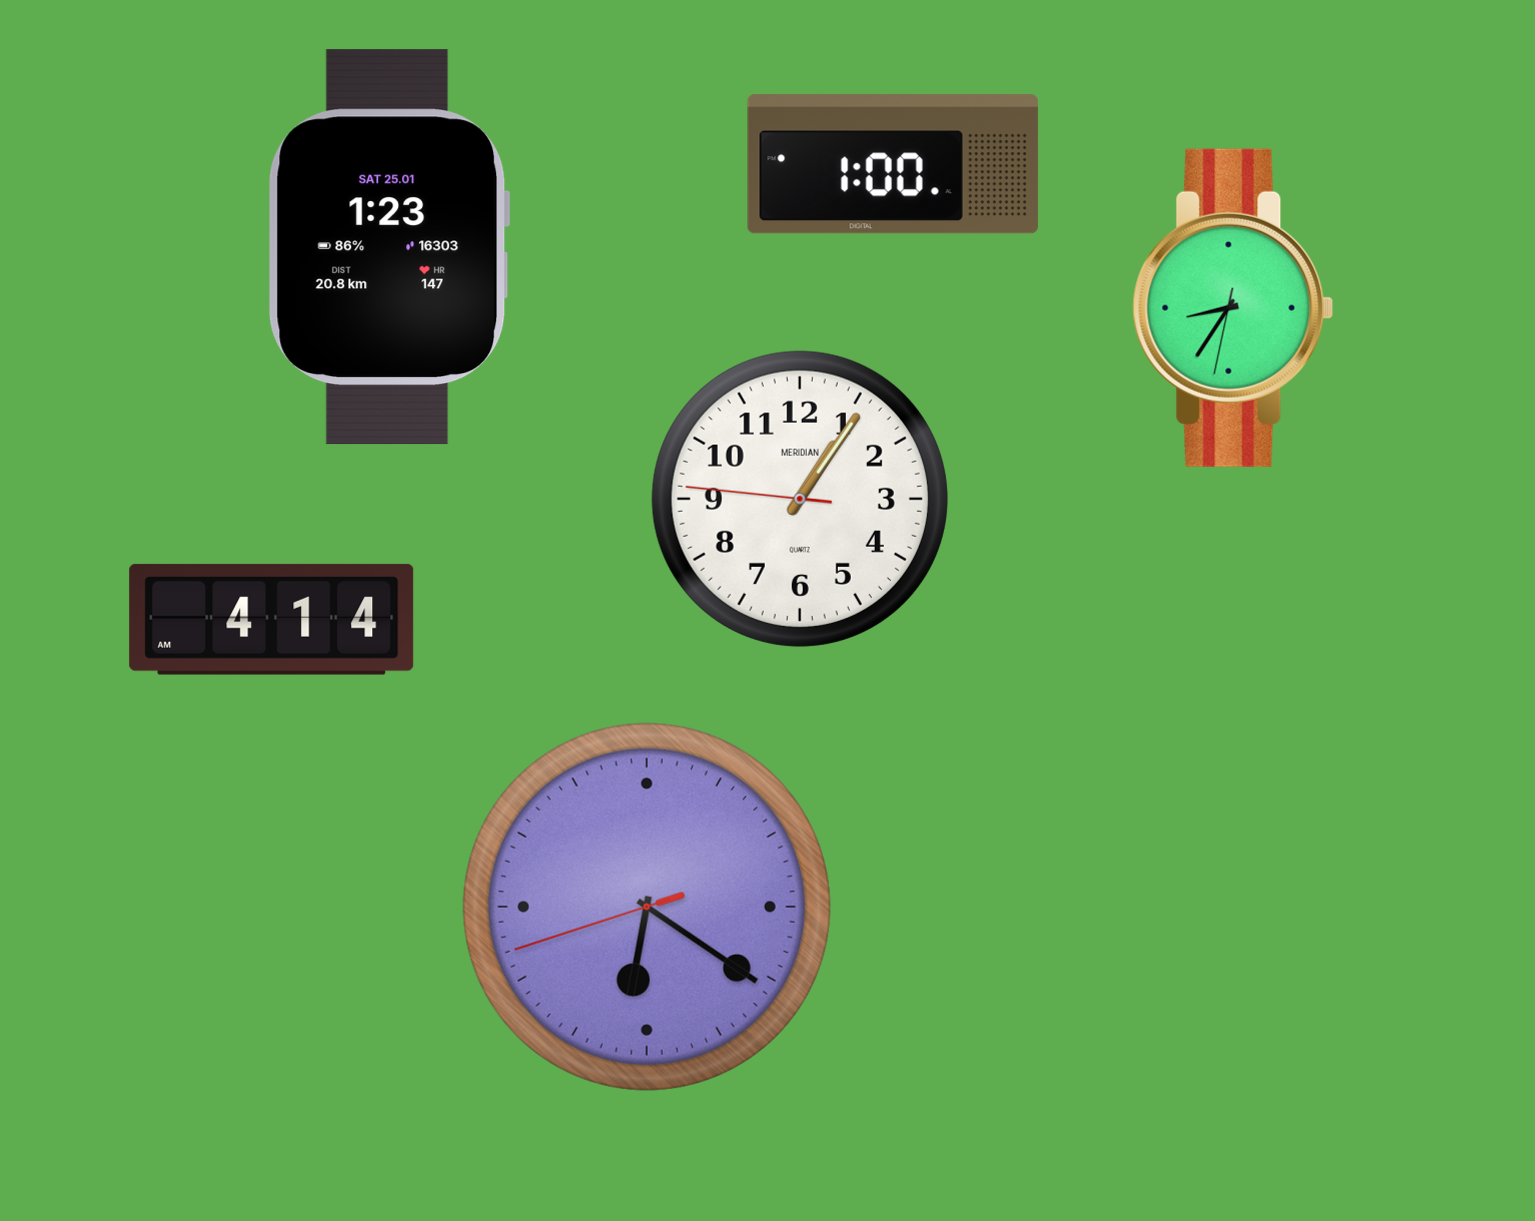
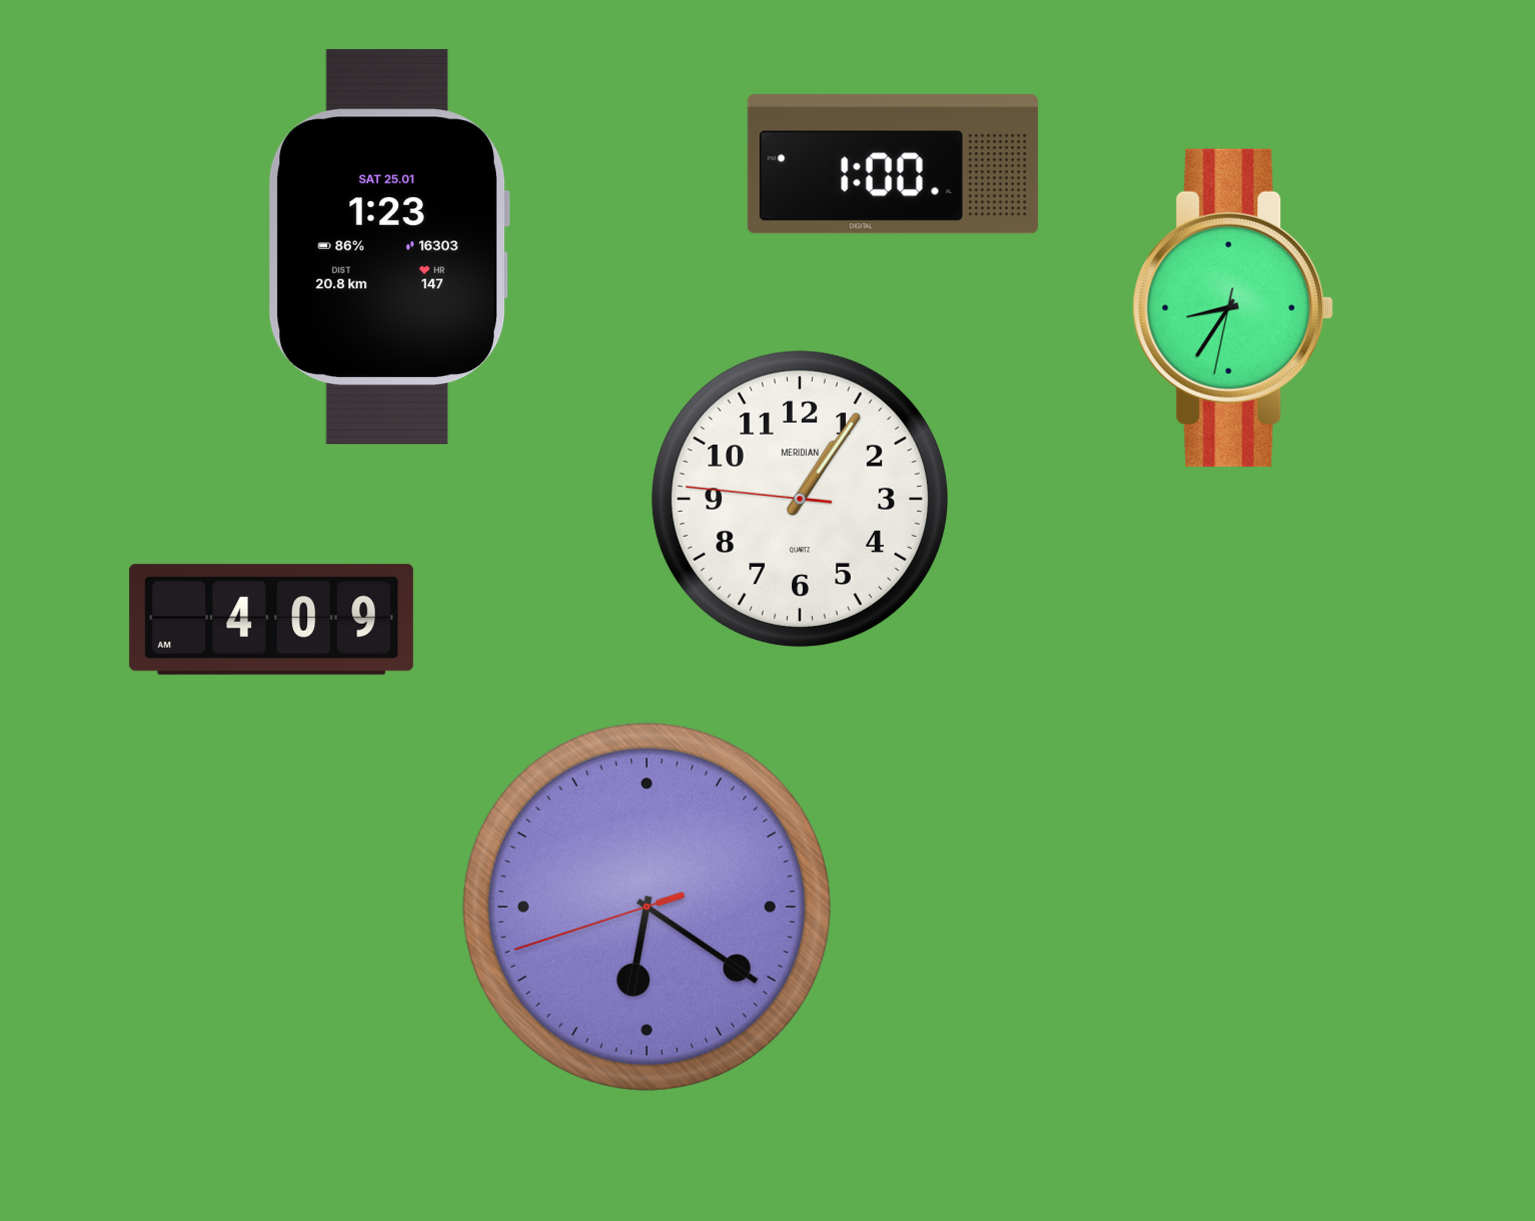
clock at (272, 619): 4:14 -> 4:09
